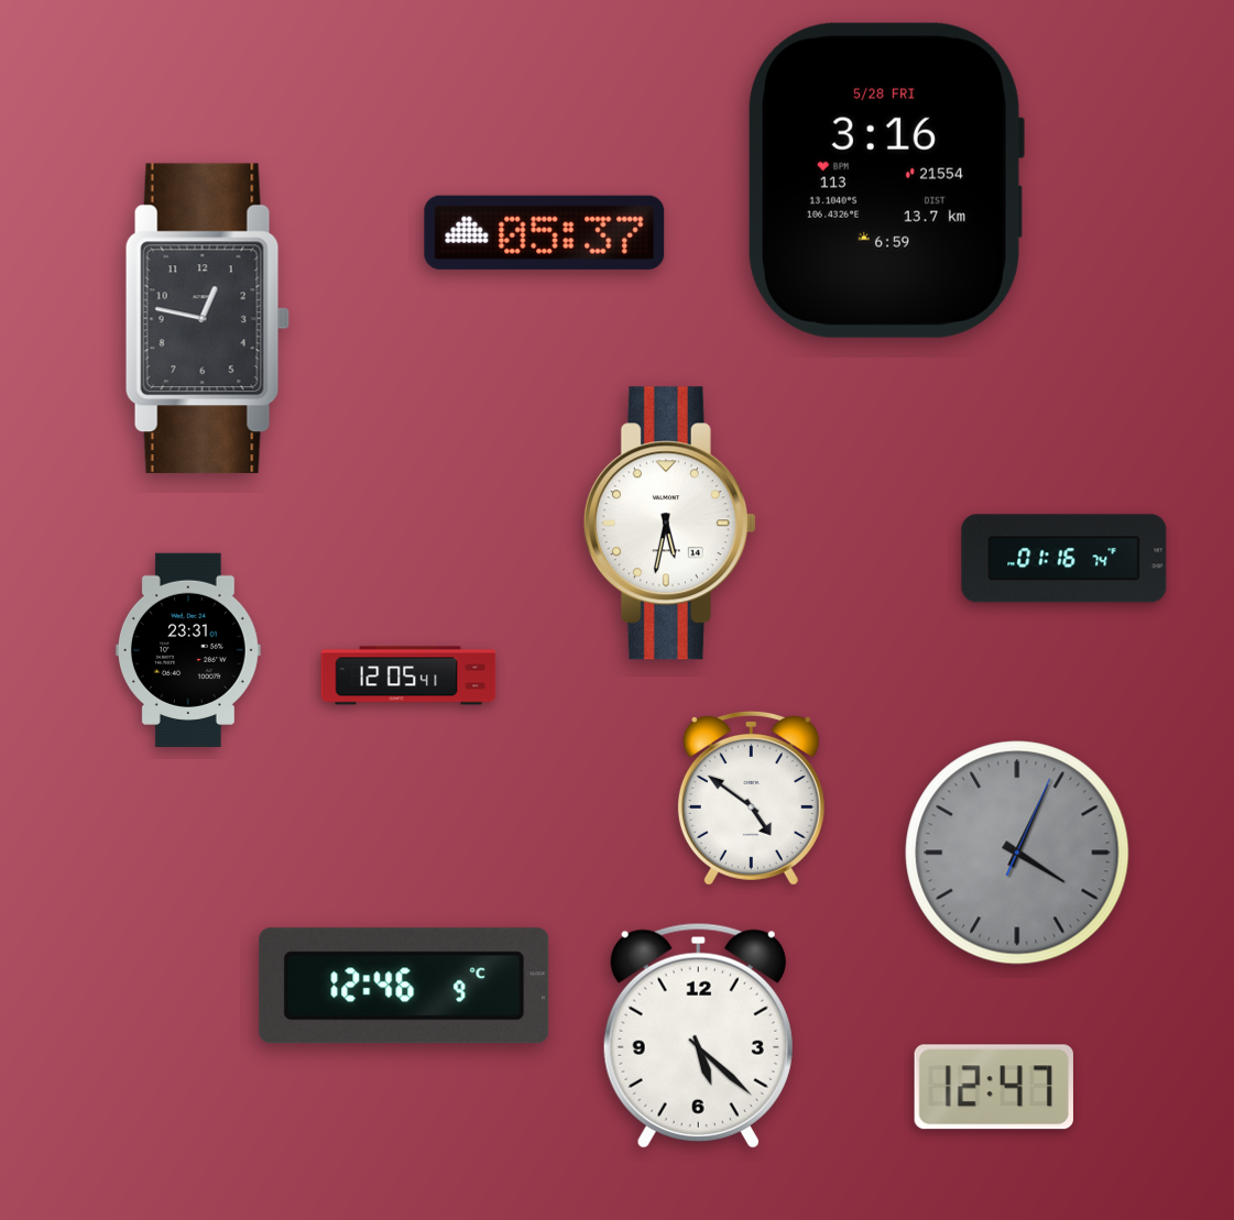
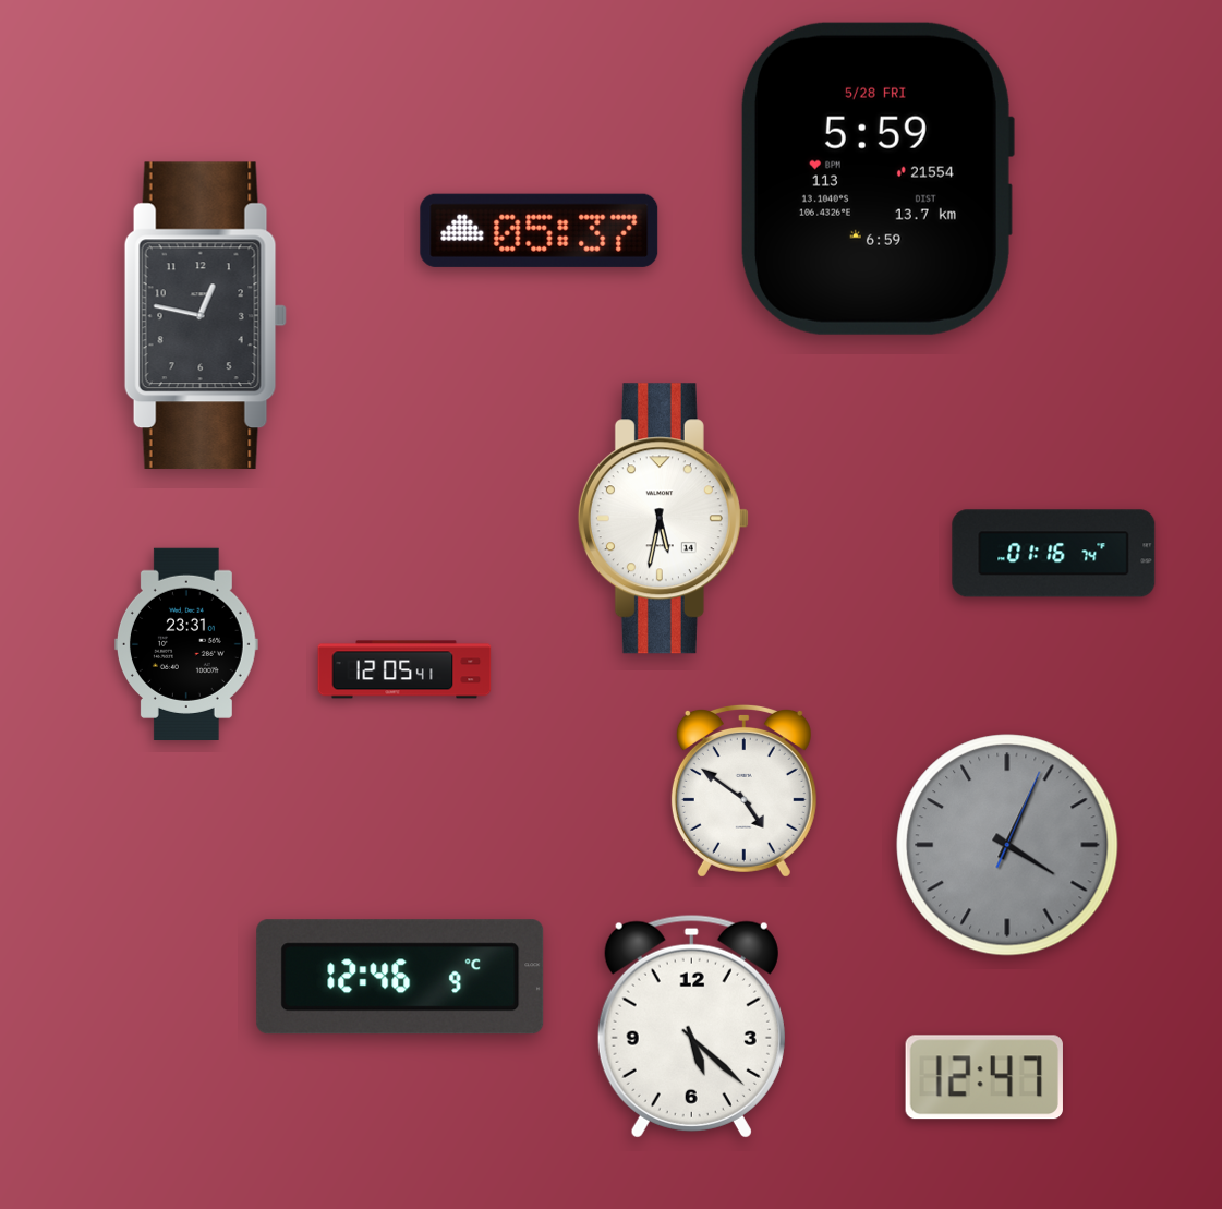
clock at (885, 180): 3:16 -> 5:59
